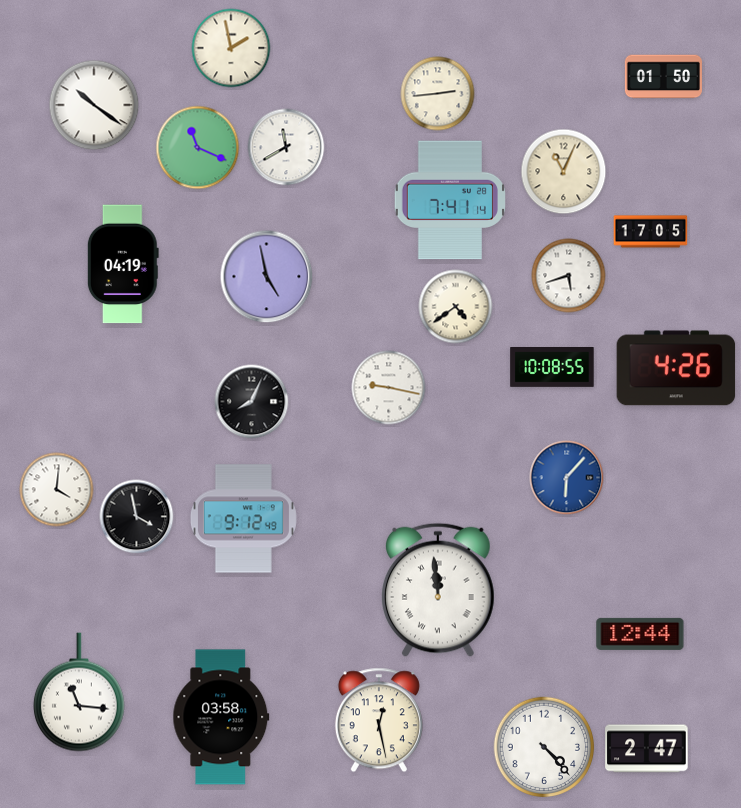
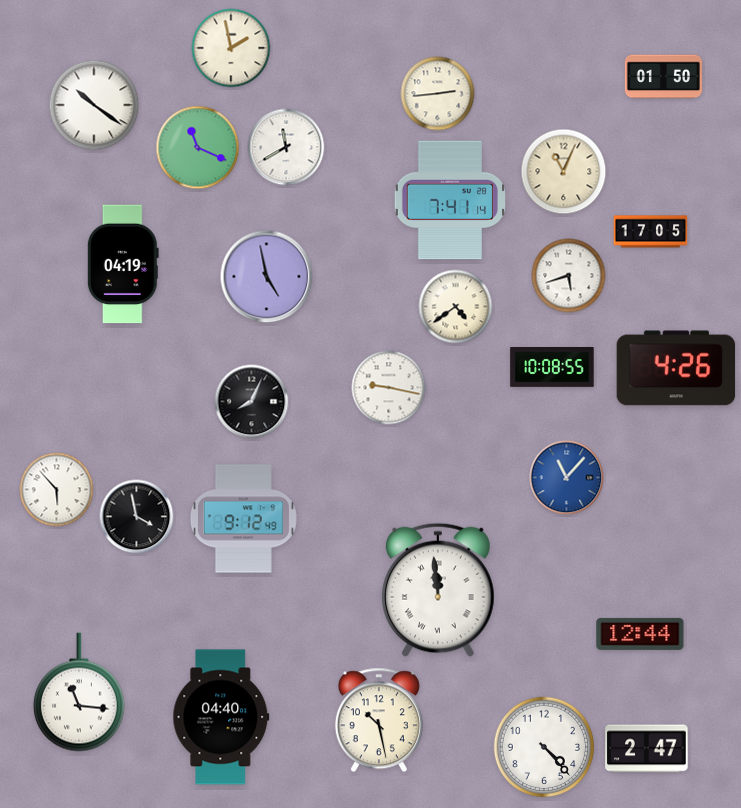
clock at (567, 478): 6:07 -> 11:07
clock at (57, 490): 4:01 -> 5:53
clock at (221, 717): 03:58 -> 04:40
clock at (379, 720): 12:28 -> 10:28
